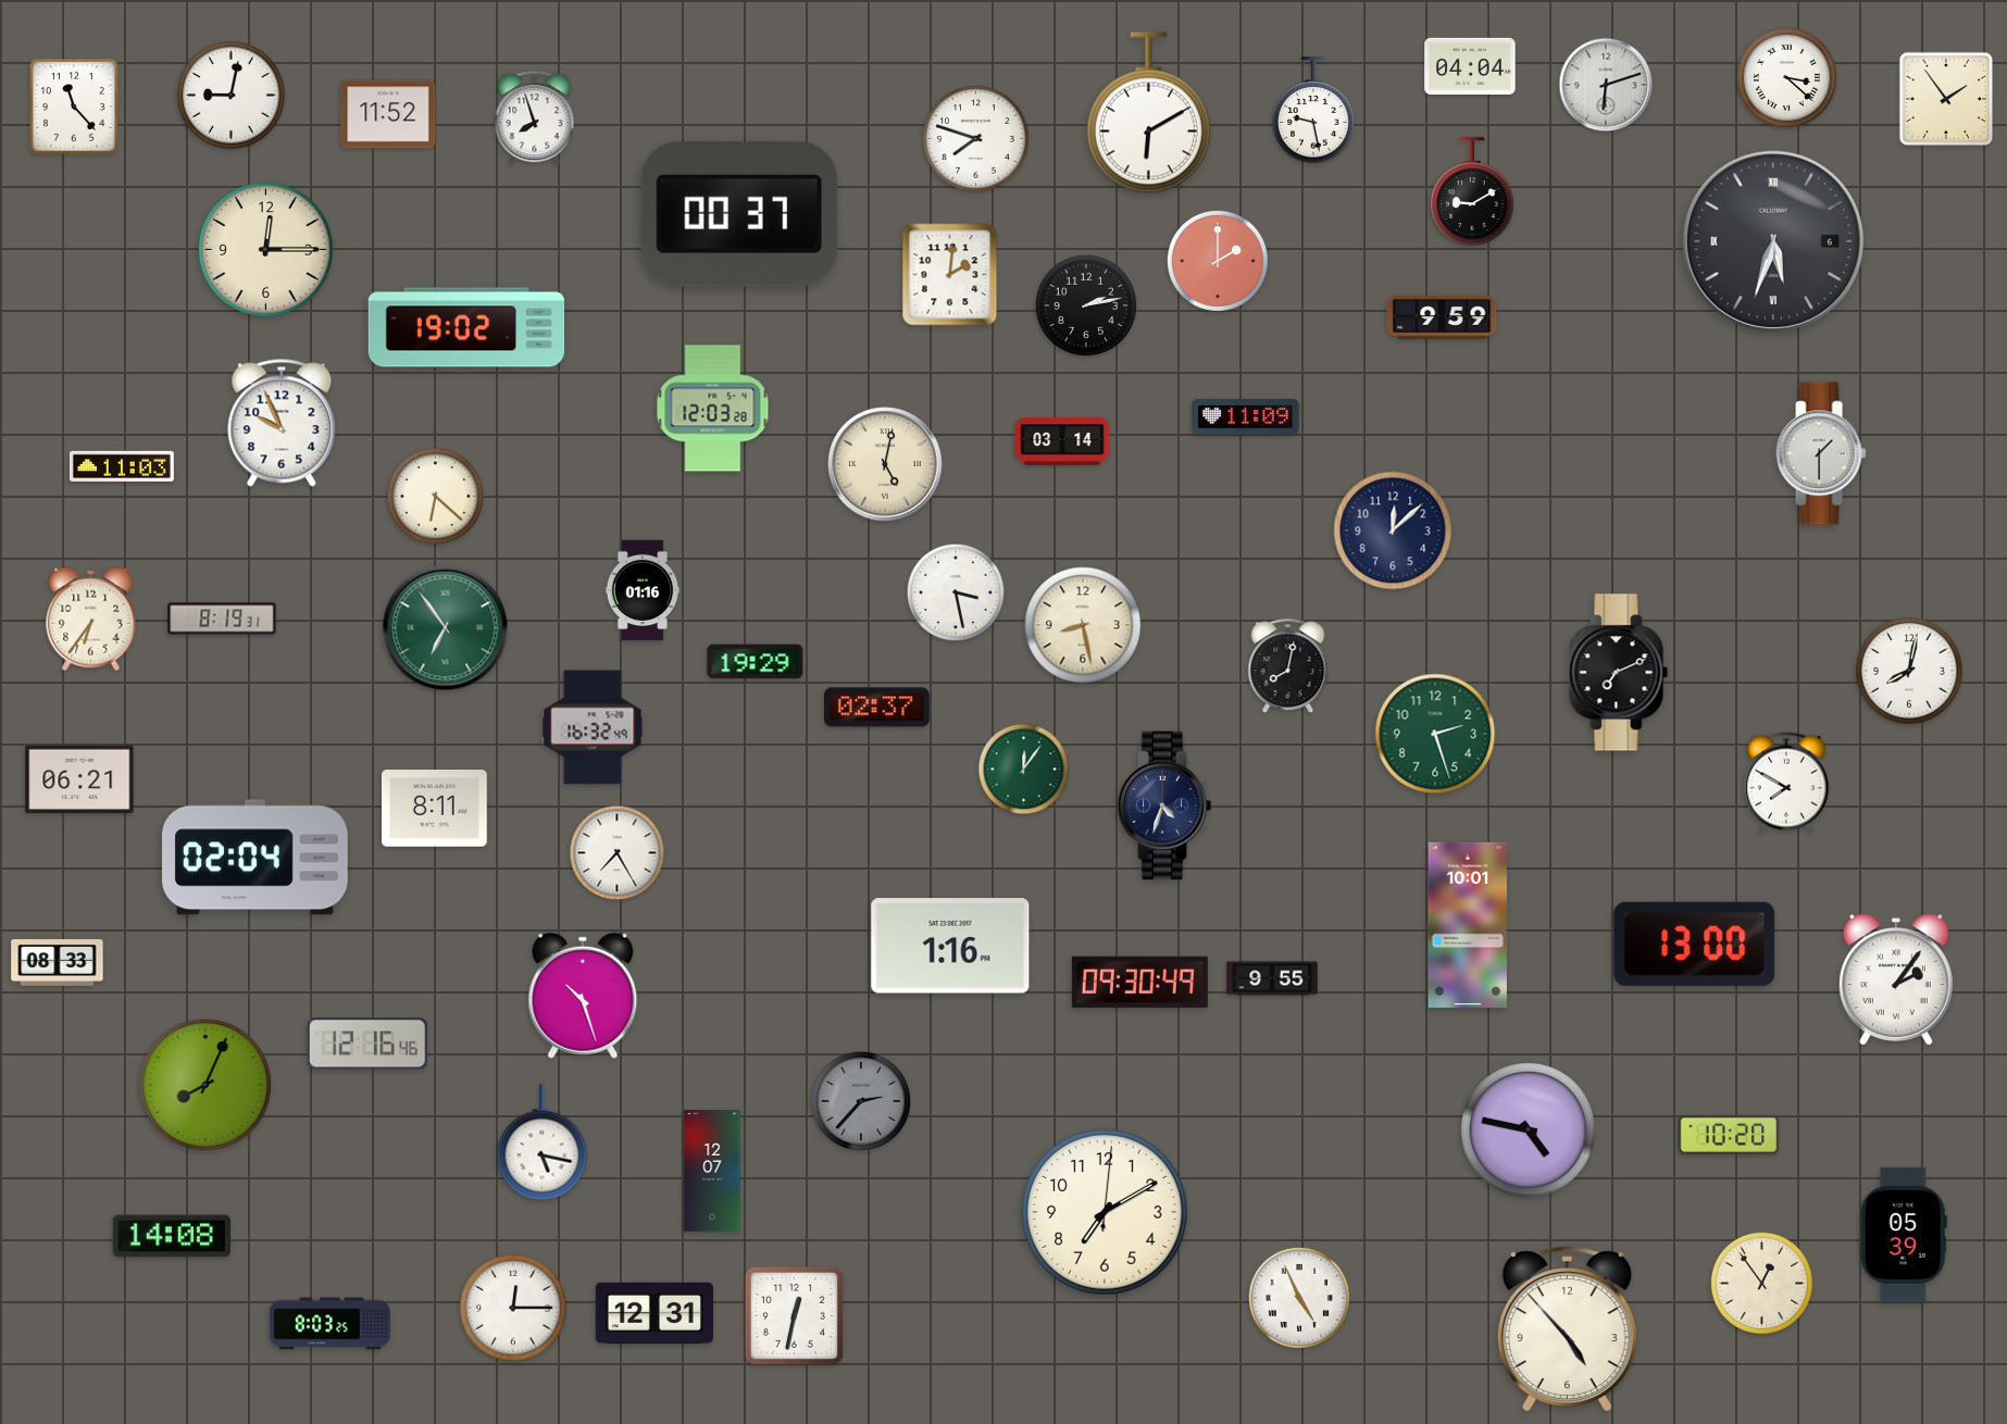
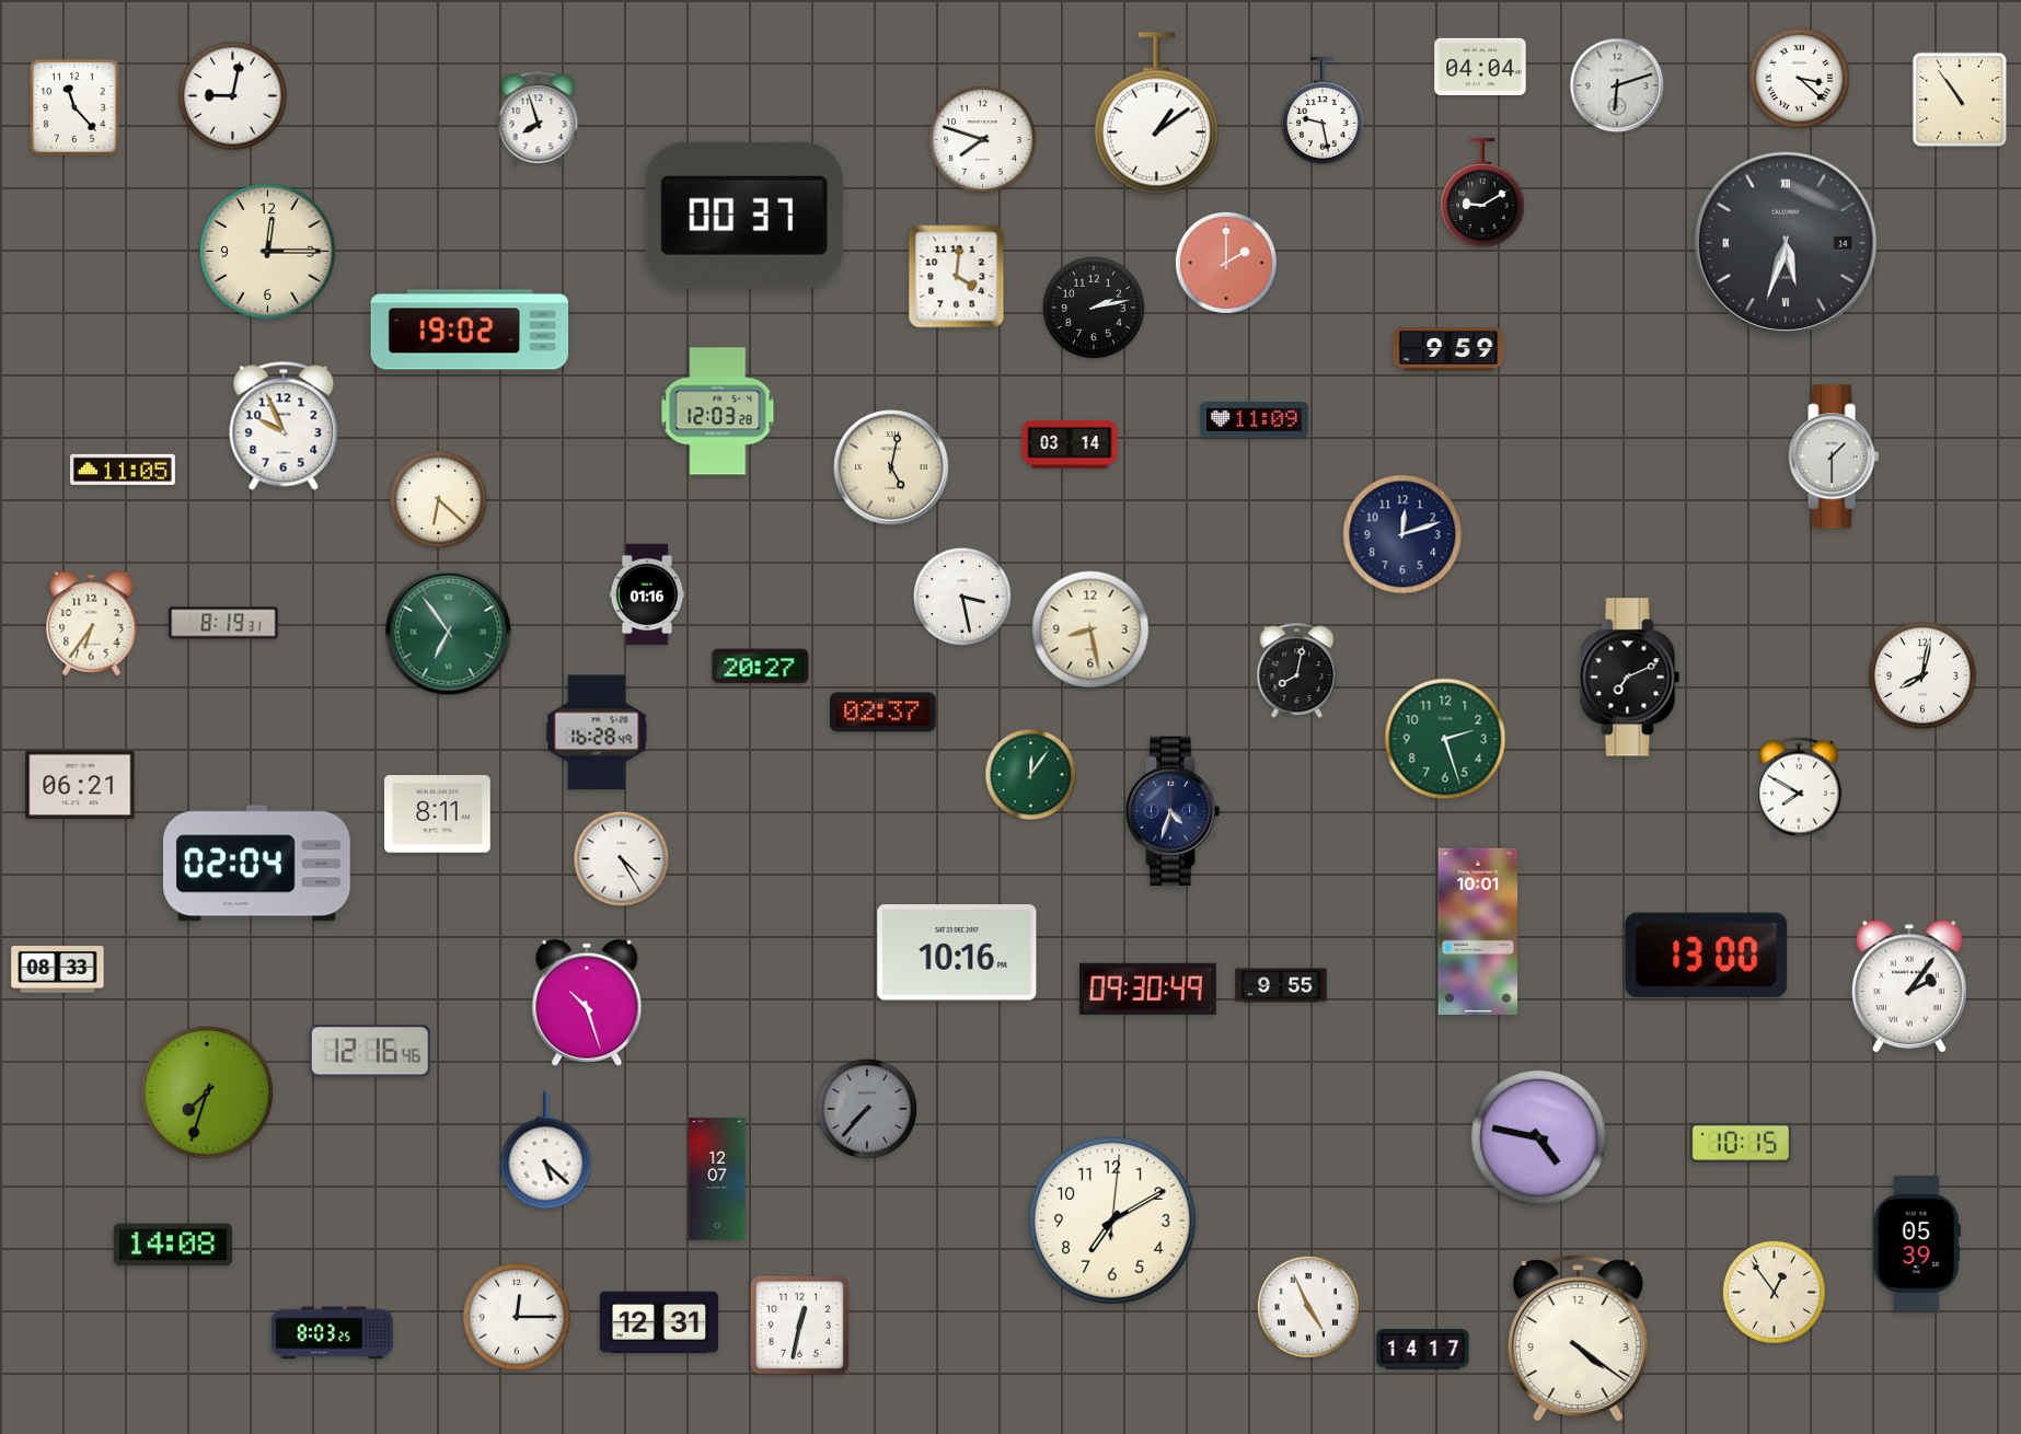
clock at (1946, 99): 1:54 -> 10:54
clock at (1148, 113): 6:10 -> 1:09
clock at (388, 114): 11:52 -> none
clock at (1773, 241) date: 6 -> 14
clock at (950, 275): 2:01 -> 4:01
clock at (1442, 317) position: (1442, 317) -> (1448, 349)
clock at (122, 466): 11:03 -> 11:05
clock at (1393, 530): 12:08 -> 12:12
clock at (756, 662): 19:29 -> 20:27
clock at (593, 727): 16:32 -> 16:28
clock at (618, 853): 7:25 -> 4:25
clock at (1695, 944) position: (1695, 944) -> (1707, 955)
clock at (950, 946): 1:16 -> 10:16
clock at (205, 1085): 8:04 -> 7:33
clock at (861, 1101): 2:37 -> 7:37
clock at (1729, 1135): 10:20 -> 10:15
clock at (543, 1142): 5:17 -> 5:22
clock at (1567, 1329): 4:53 -> 4:21
clock at (1423, 1350): none -> 14:17
